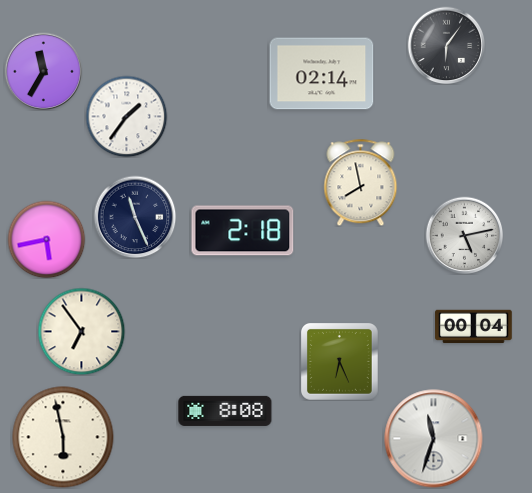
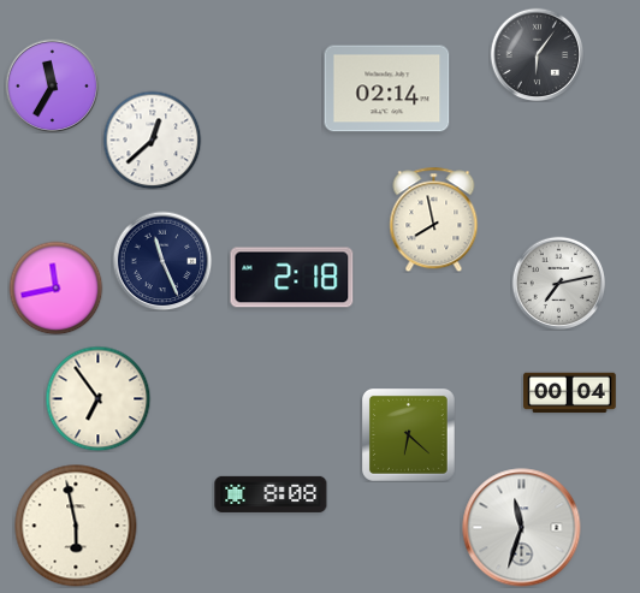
clock at (126, 116): 1:36 -> 12:38
clock at (464, 235): 5:13 -> 7:13
clock at (46, 239): 5:43 -> 11:43
clock at (340, 362): 6:26 -> 6:22
